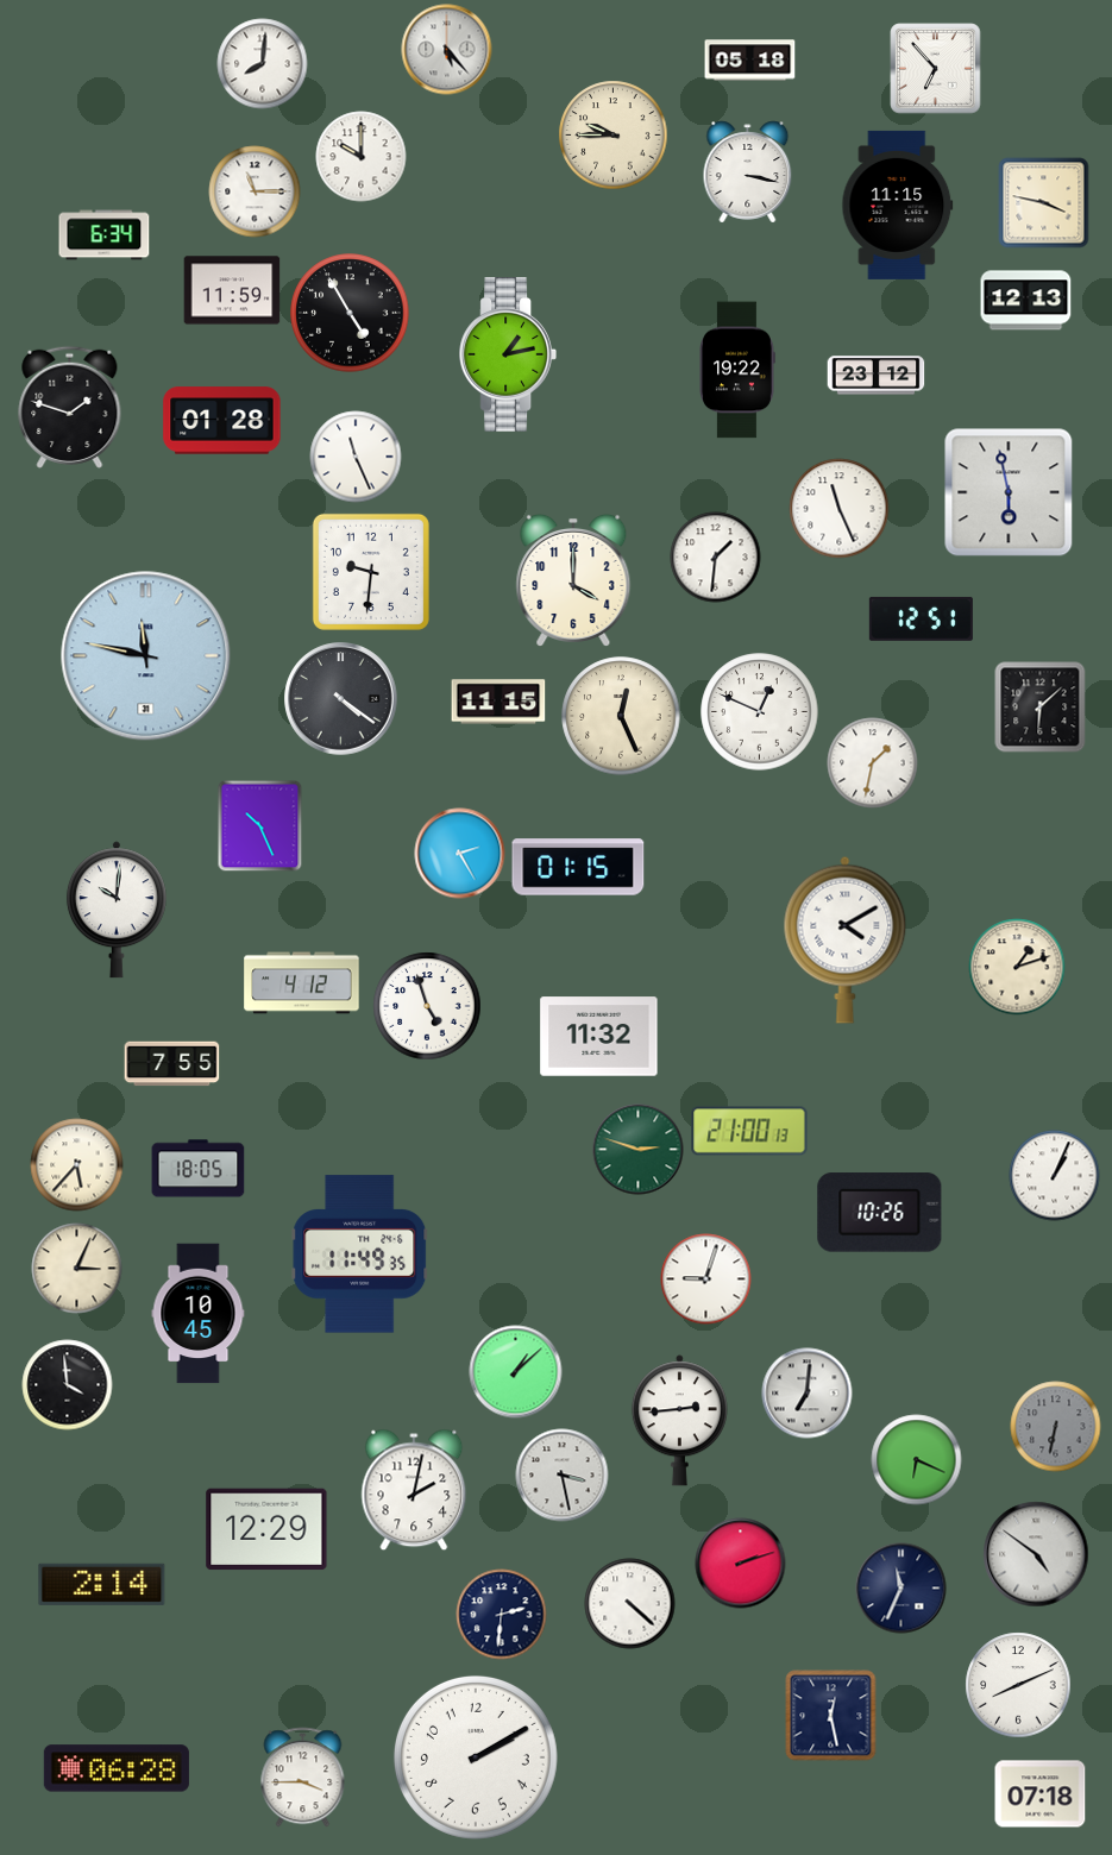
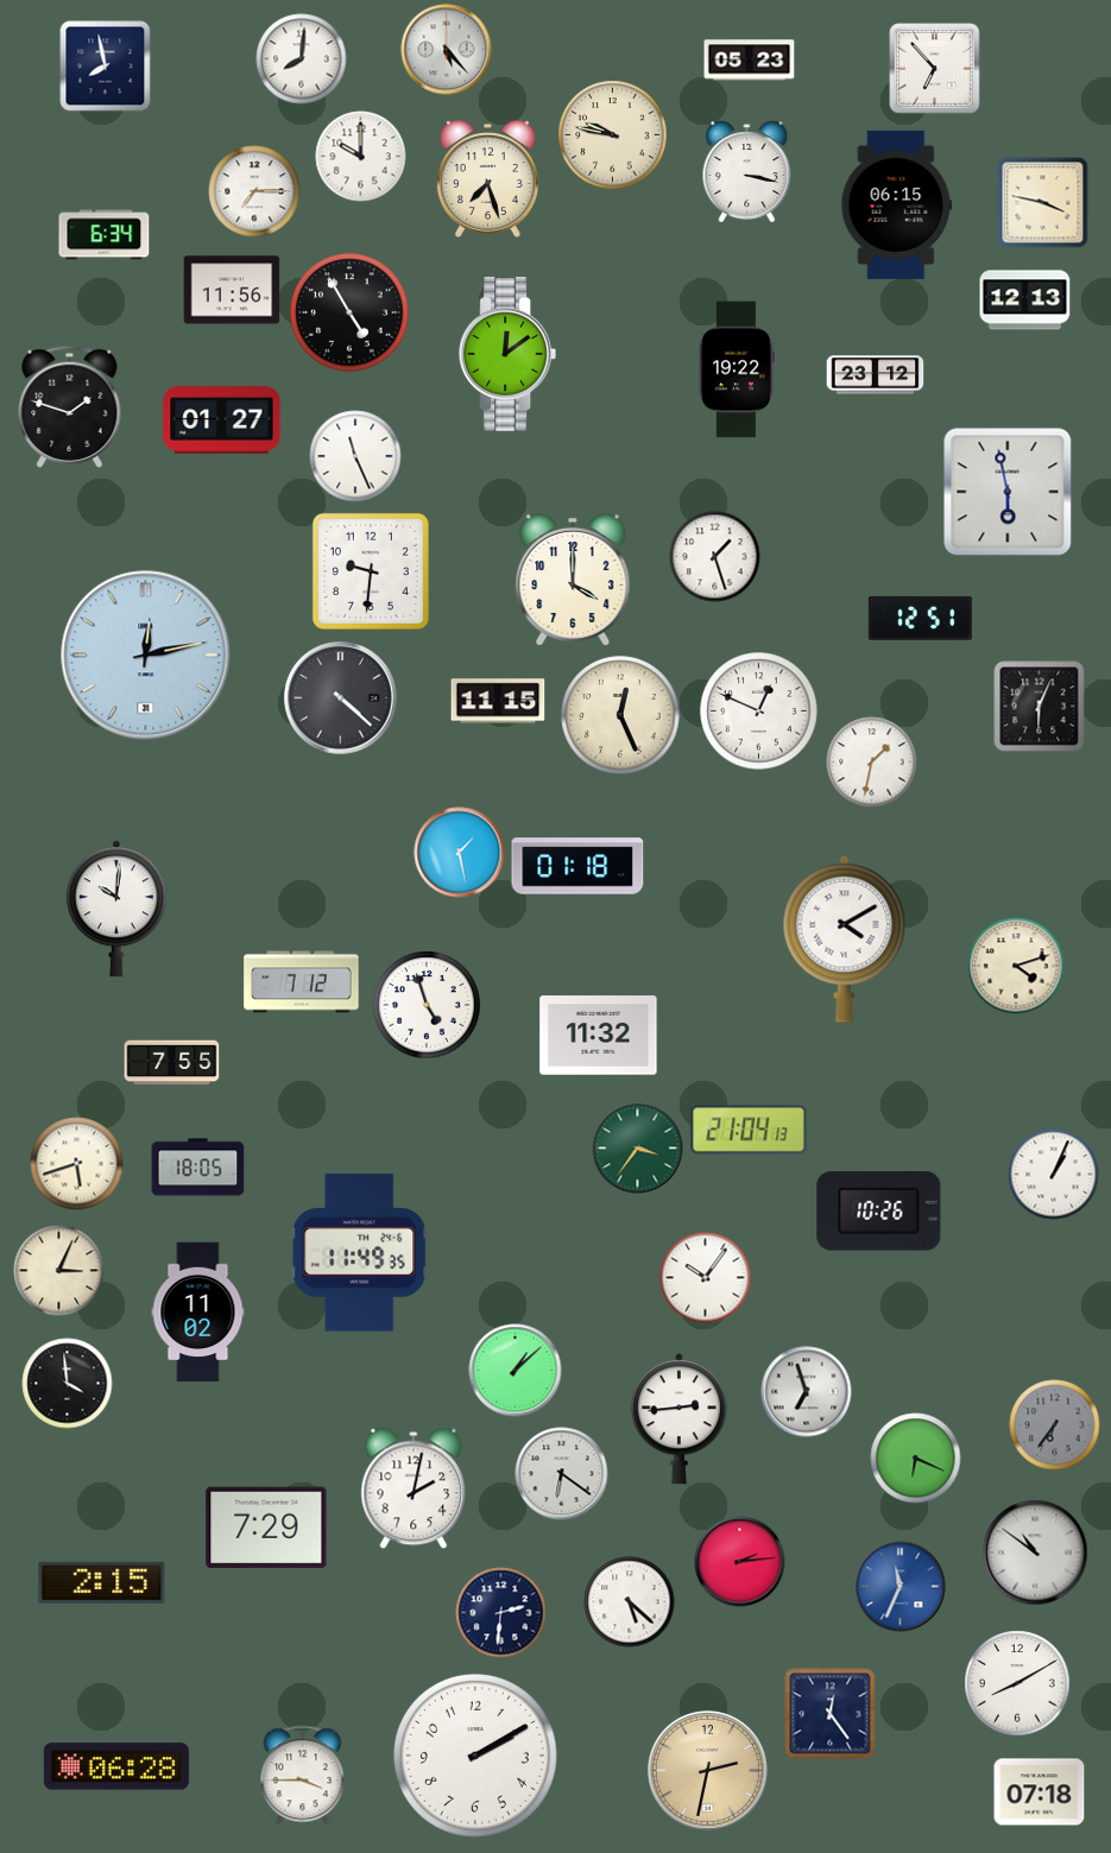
clock at (750, 61): 05:18 -> 05:23
clock at (263, 64) position: (263, 64) -> (302, 59)
clock at (106, 67): none -> 7:58
clock at (614, 136): 9:45 -> 9:47
clock at (487, 179): none -> 7:27
clock at (255, 191): 11:15 -> 7:15
clock at (898, 205): 11:15 -> 06:15
clock at (232, 290): 11:59 -> 11:56
clock at (507, 354): 1:13 -> 12:09
clock at (222, 421): 01:28 -> 01:27
clock at (840, 509): 11:26 -> none
clock at (716, 558): 1:31 -> 1:27
clock at (146, 656): 11:47 -> 12:13
clock at (341, 699): 4:21 -> 4:22
clock at (1041, 708): 6:08 -> 6:04
clock at (260, 825): 10:26 -> none
clock at (460, 854): 2:25 -> 1:28
clock at (578, 867): 01:15 -> 01:18
clock at (1017, 967): 1:12 -> 4:12
clock at (302, 983): 4:12 -> 7:12
clock at (749, 1131): 21:00 -> 21:04
clock at (639, 1150): 2:48 -> 3:36
clock at (77, 1165): 5:37 -> 5:42
clock at (77, 1269) position: (77, 1269) -> (59, 1271)
clock at (706, 1279): 9:03 -> 10:06
clock at (199, 1314): 10:45 -> 11:02
clock at (808, 1394): 7:01 -> 6:57
clock at (1056, 1427): 6:32 -> 6:36
clock at (563, 1476): 3:28 -> 6:21
clock at (266, 1529): 12:29 -> 7:29
clock at (1036, 1554): 4:51 -> 10:51
clock at (741, 1564): 2:12 -> 2:14
clock at (102, 1584): 2:14 -> 2:15
clock at (901, 1589) dial: navy -> blue
clock at (630, 1604): 4:22 -> 5:22
clock at (1018, 1685): 8:11 -> 8:10
clock at (831, 1716): 12:28 -> 12:24
clock at (707, 1770): none -> 2:32
